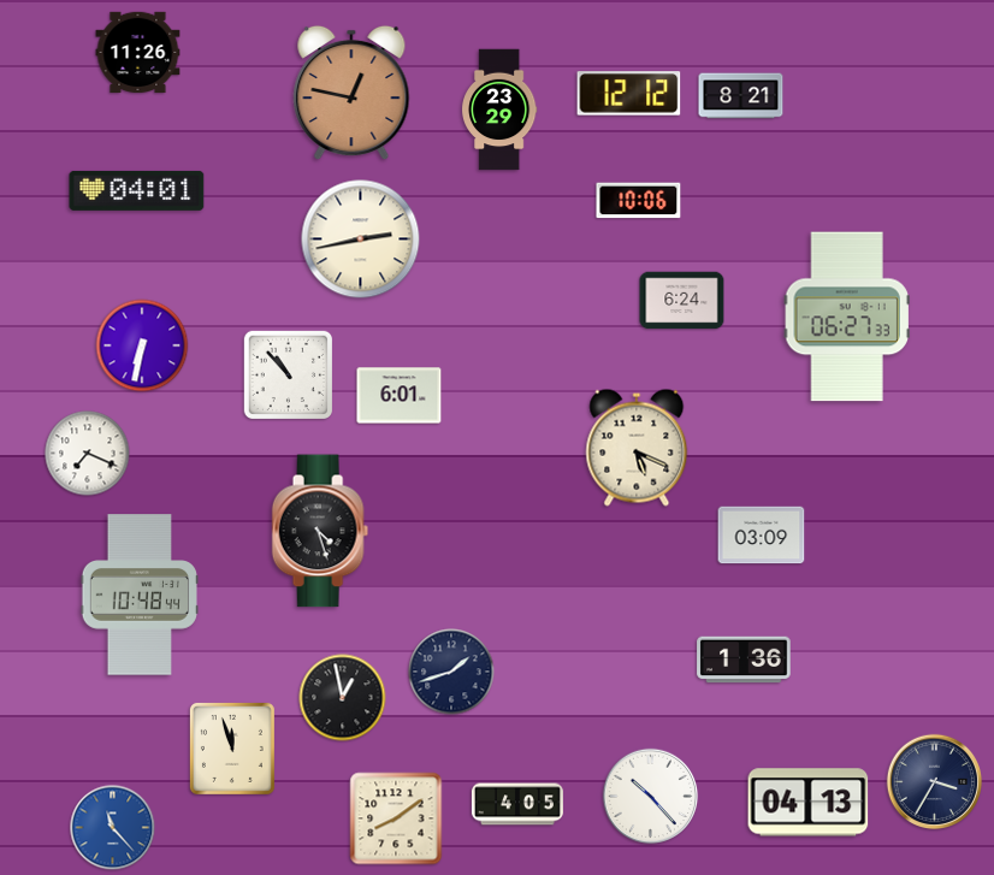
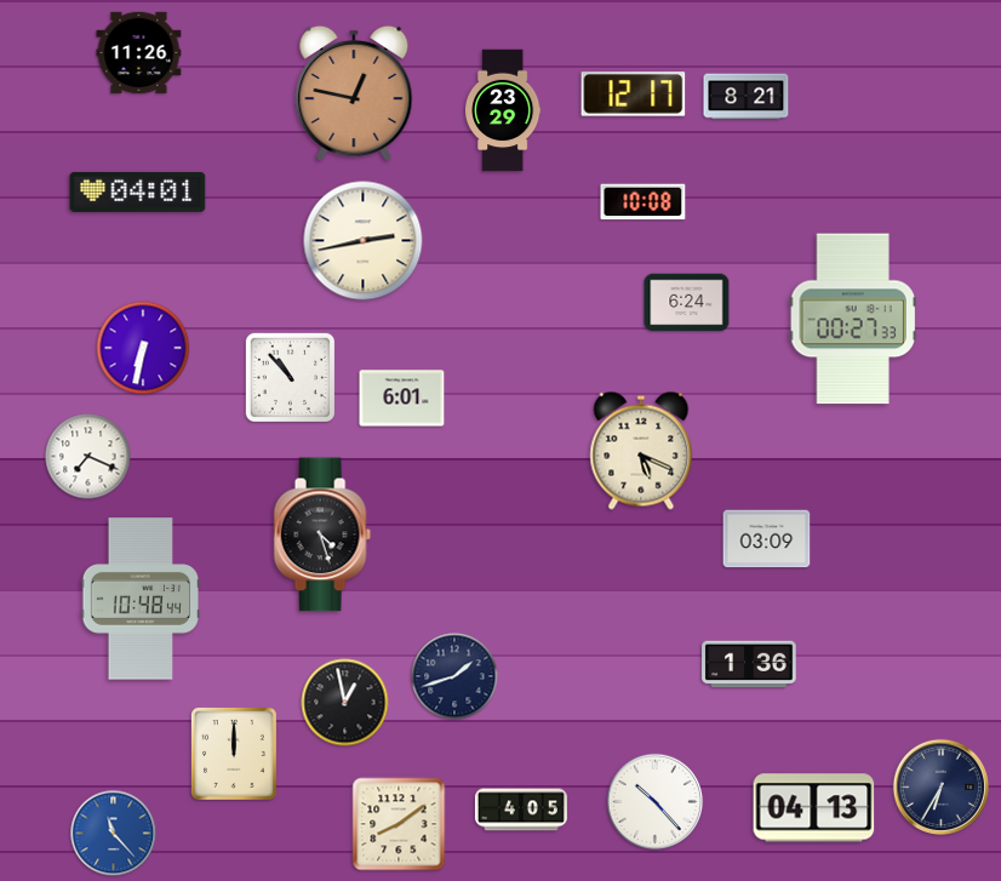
clock at (629, 94): 12:12 -> 12:17
clock at (639, 201): 10:06 -> 10:08
clock at (847, 317): 06:27 -> 00:27
clock at (232, 749): 11:57 -> 12:00
clock at (935, 782): 3:35 -> 6:35
